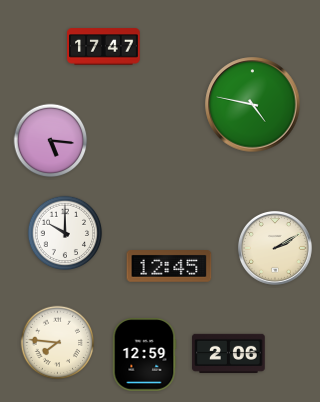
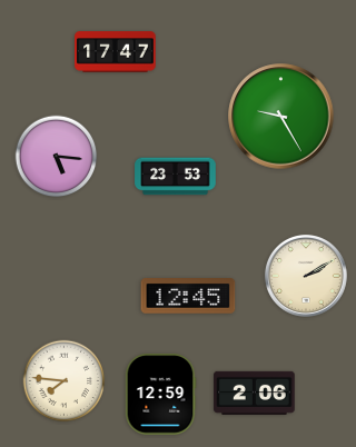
clock at (253, 105): 4:47 -> 9:25
clock at (176, 177): none -> 23:53
clock at (65, 233): 10:00 -> none
